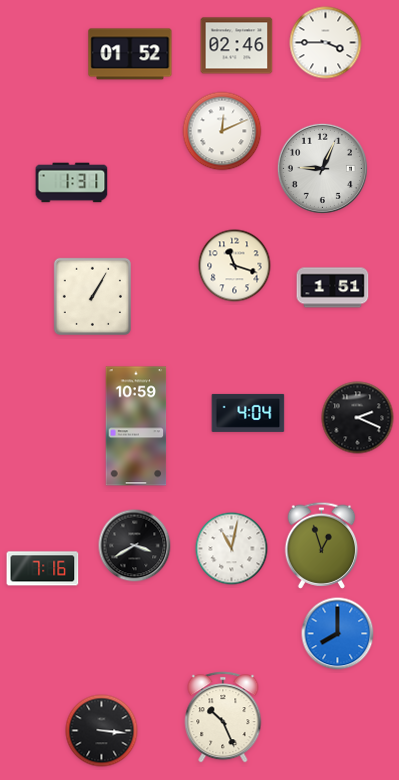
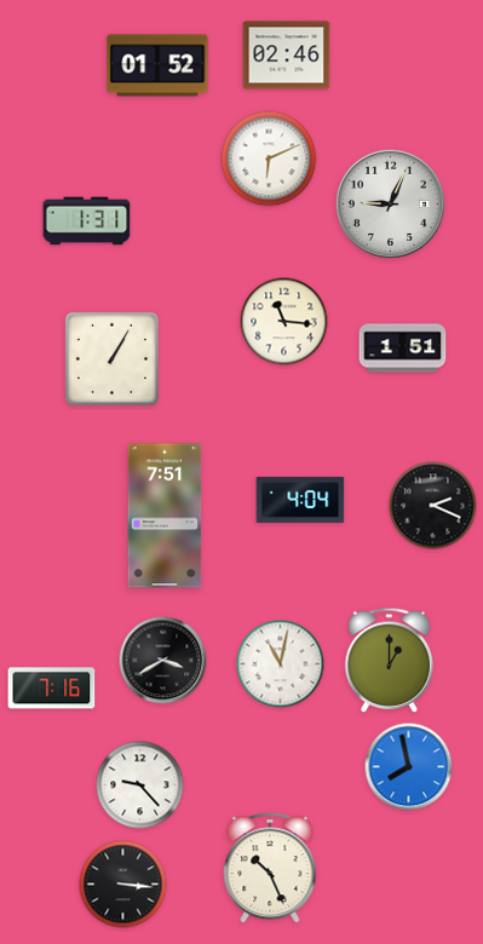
clock at (326, 43): 3:45 -> none
clock at (222, 131): 12:11 -> 6:11
clock at (235, 266): 11:18 -> 11:16
clock at (136, 426): 10:59 -> 7:51
clock at (322, 545): 12:57 -> 1:00
clock at (338, 634): 8:00 -> 7:58
clock at (140, 785): none -> 9:23
